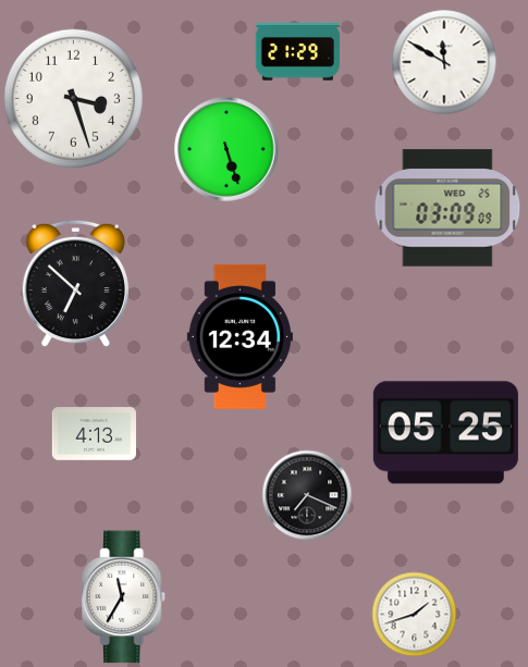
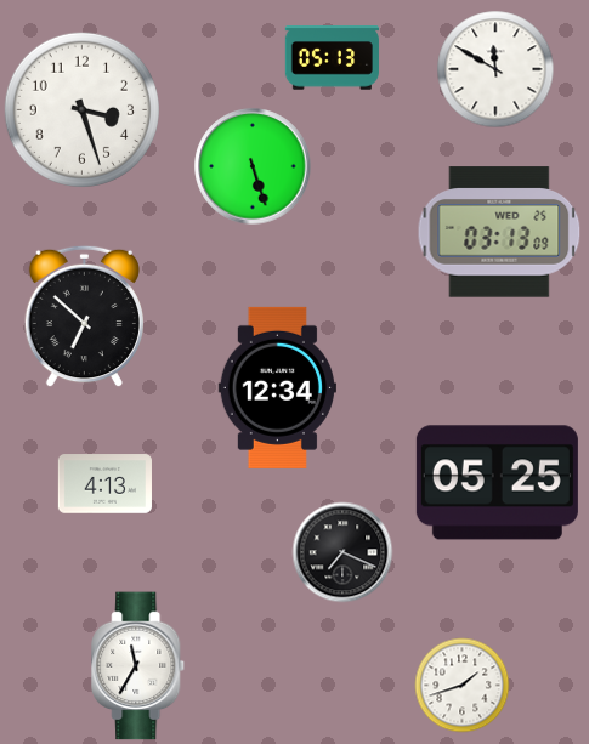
clock at (297, 52): 21:29 -> 05:13
clock at (447, 208): 03:09 -> 03:13
clock at (240, 336) position: (240, 336) -> (277, 387)
